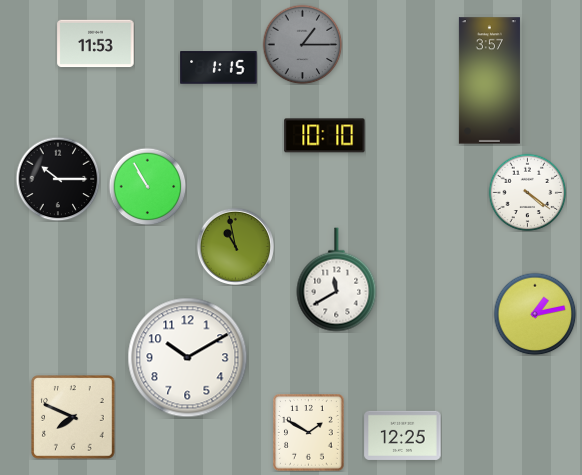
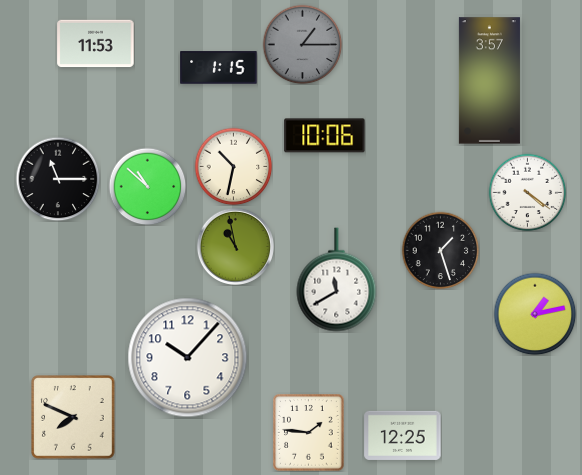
clock at (325, 136): 10:10 -> 10:06
clock at (233, 166): none -> 10:32
clock at (58, 179): 10:15 -> 11:15
clock at (147, 186): 10:55 -> 10:52
clock at (440, 250): none -> 1:27
clock at (188, 358): 10:10 -> 10:07
clock at (309, 433): 1:50 -> 1:46
